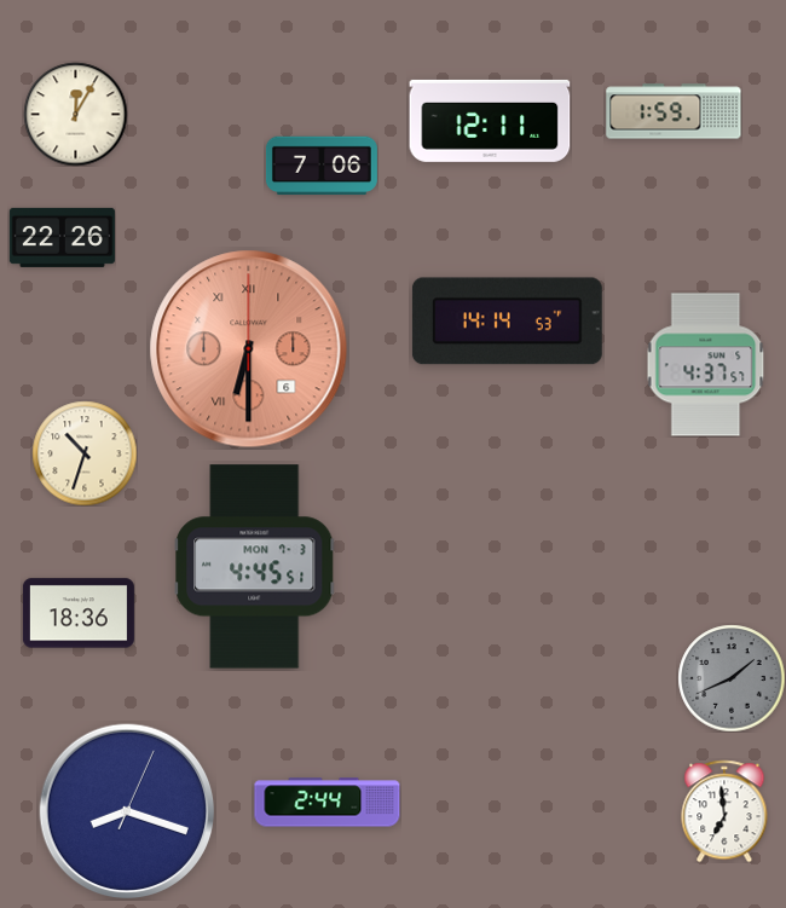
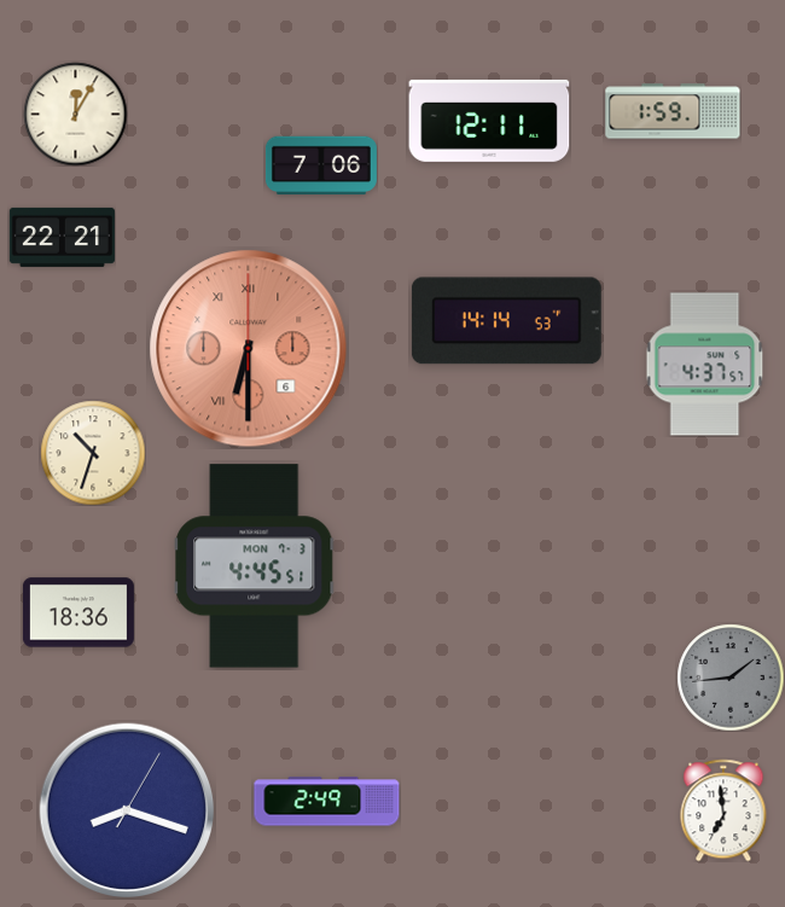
clock at (62, 237): 22:26 -> 22:21
clock at (85, 453) position: (85, 453) -> (93, 453)
clock at (732, 678): 1:41 -> 1:44
clock at (328, 803): 2:44 -> 2:49
clock at (127, 811): 8:18:04 -> 8:18:05
